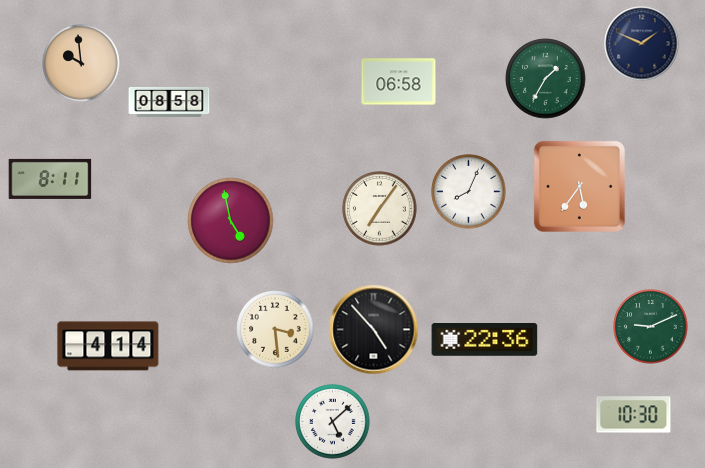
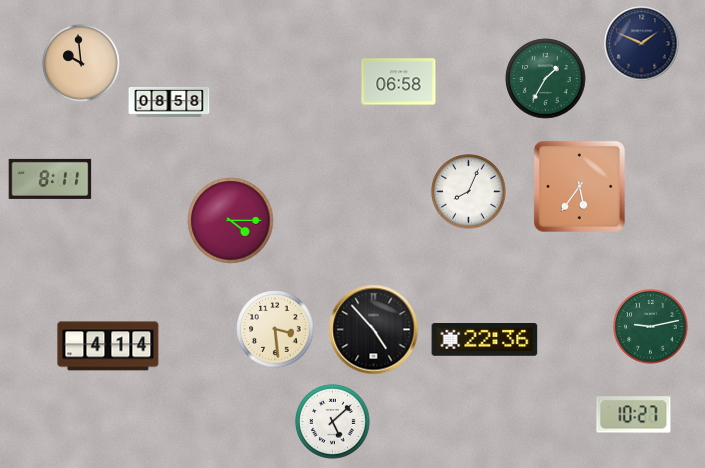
clock at (380, 209): 7:06 -> none
clock at (231, 221): 4:58 -> 4:15
clock at (651, 327): 9:11 -> 9:13
clock at (634, 415): 10:30 -> 10:27
